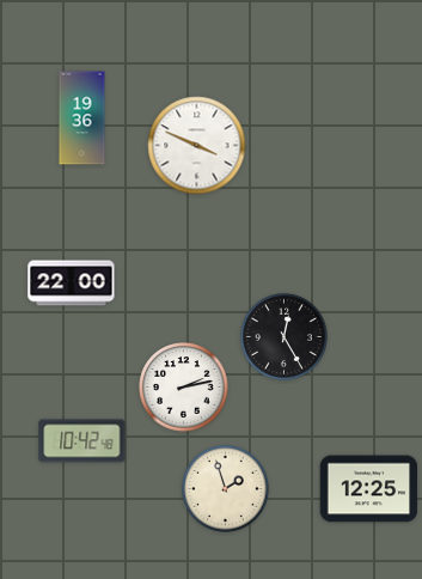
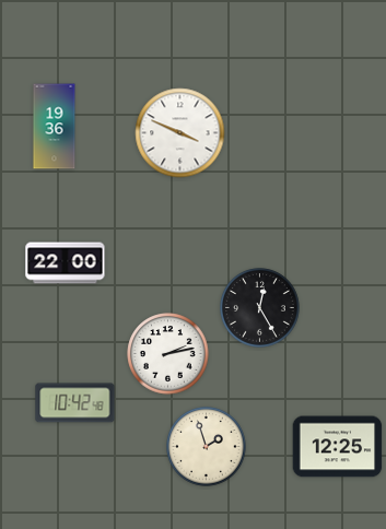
clock at (82, 118) position: (82, 118) -> (55, 127)
clock at (72, 284) position: (72, 284) -> (66, 263)
